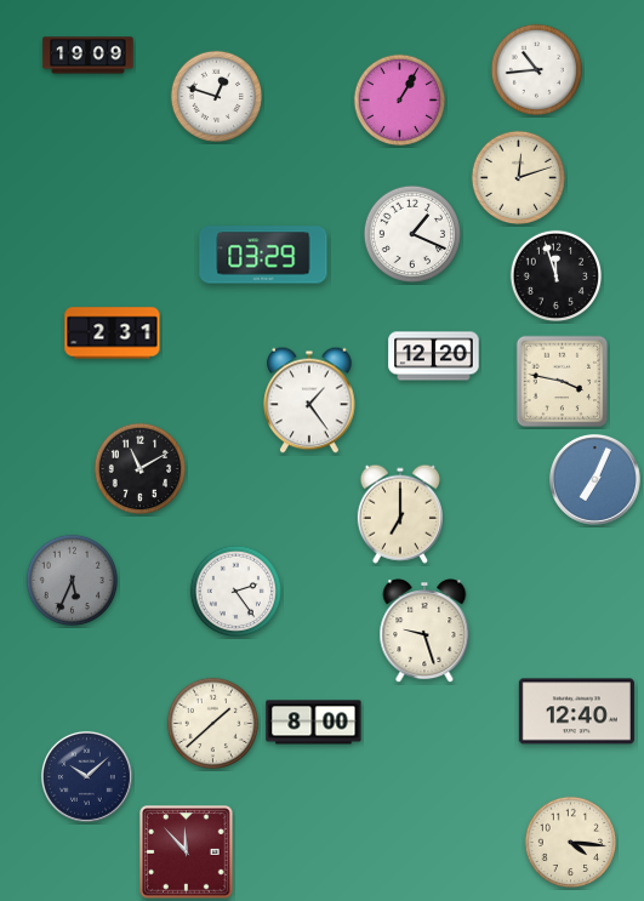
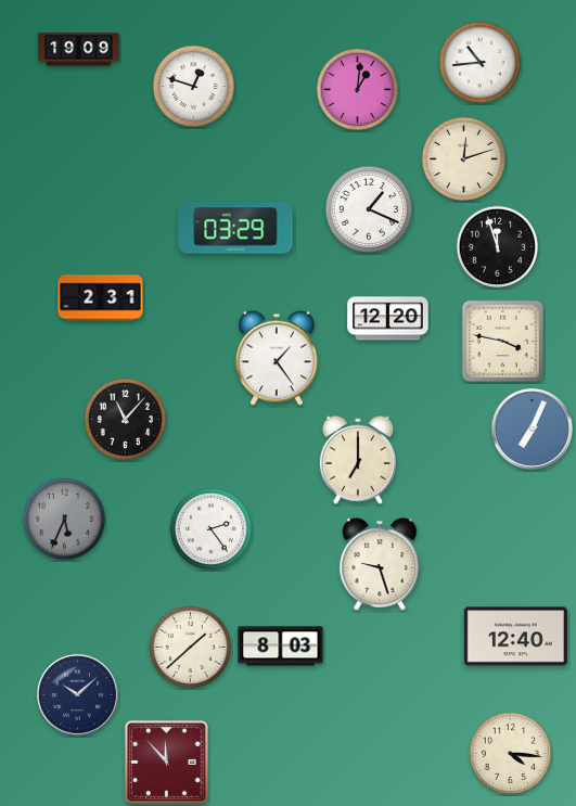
clock at (400, 101): 1:05 -> 1:01
clock at (141, 469): 11:10 -> 11:07
clock at (314, 723): 8:00 -> 8:03
